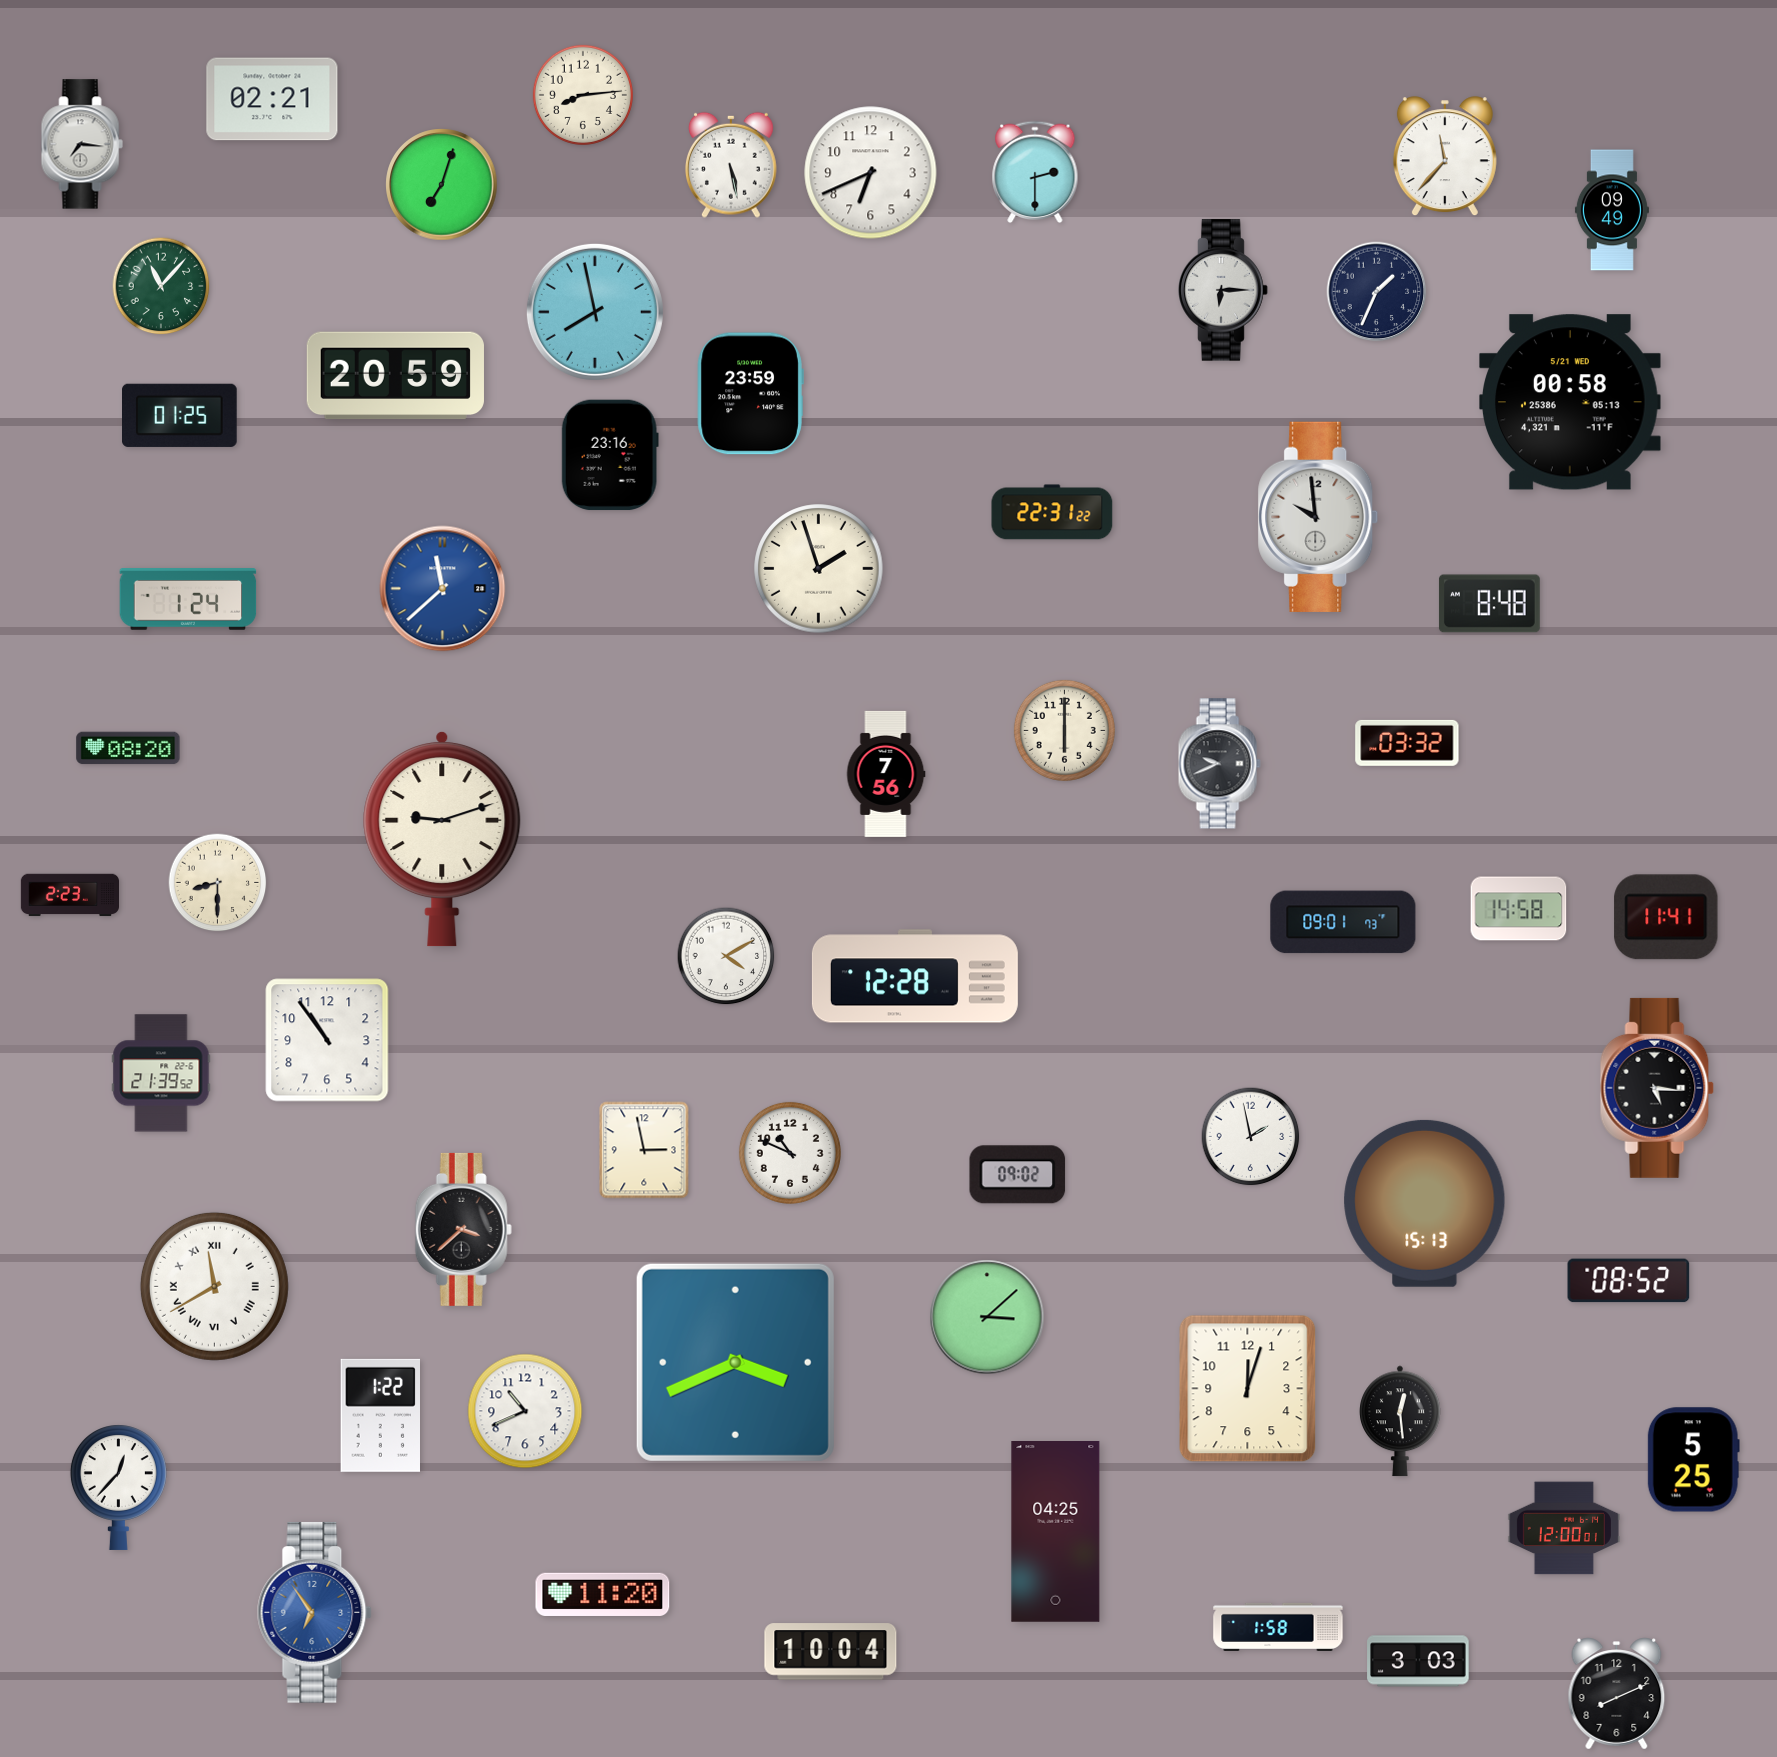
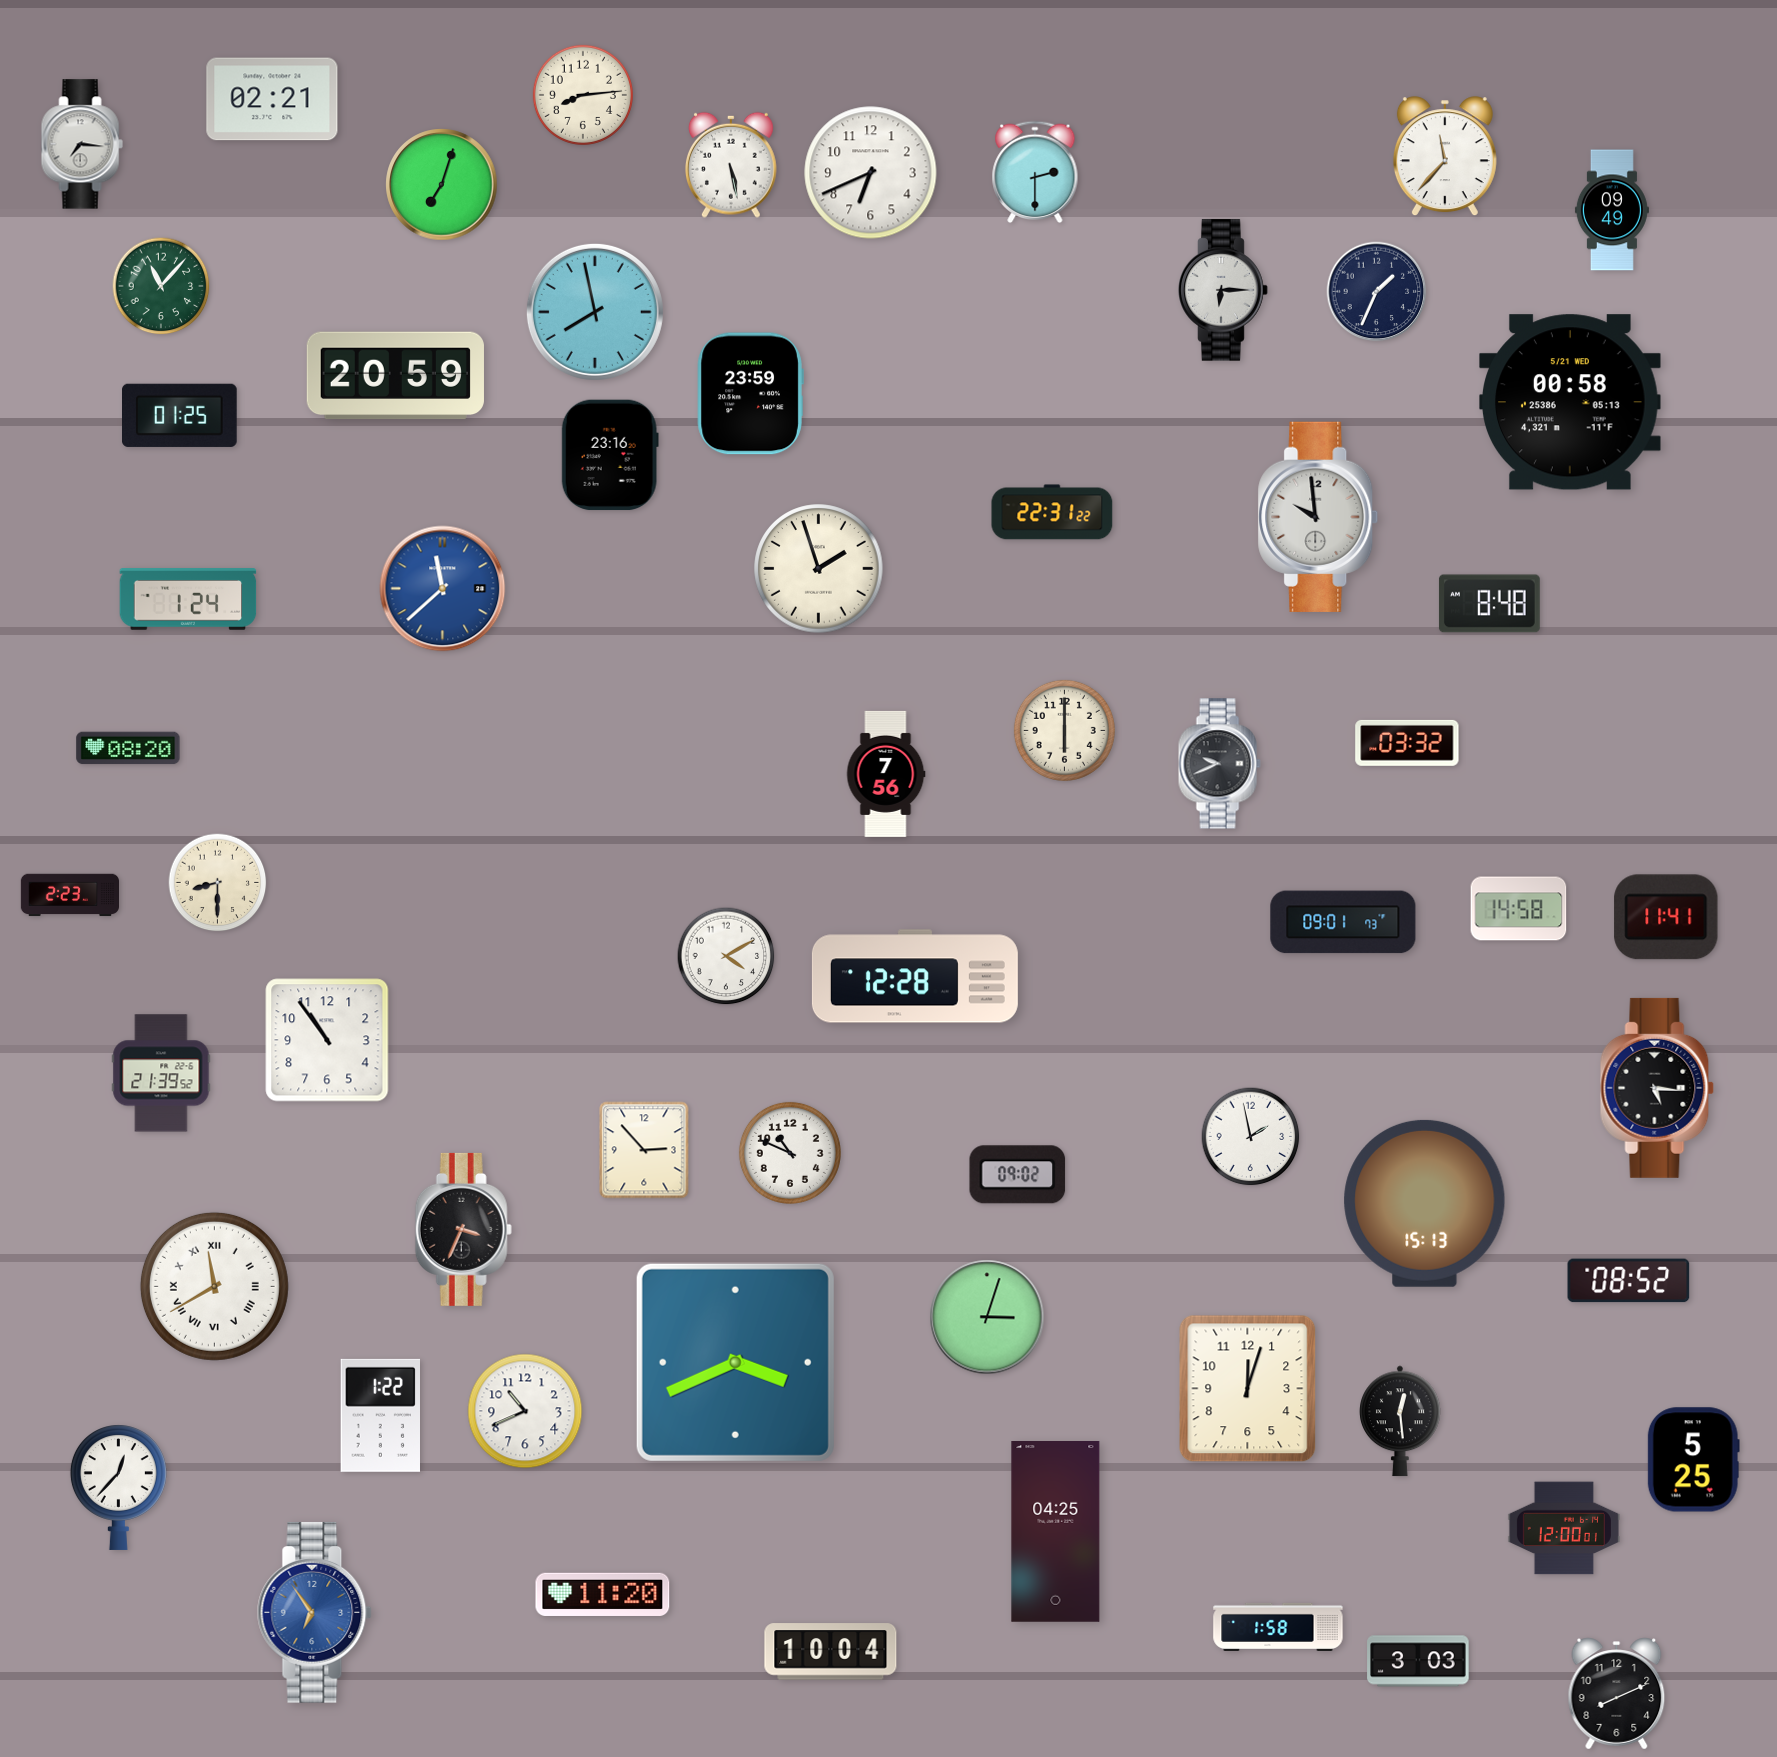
clock at (442, 839): 9:12 -> none
clock at (644, 1150): 2:58 -> 2:53
clock at (463, 1229): 3:38 -> 3:34
clock at (987, 1317): 3:08 -> 3:03
